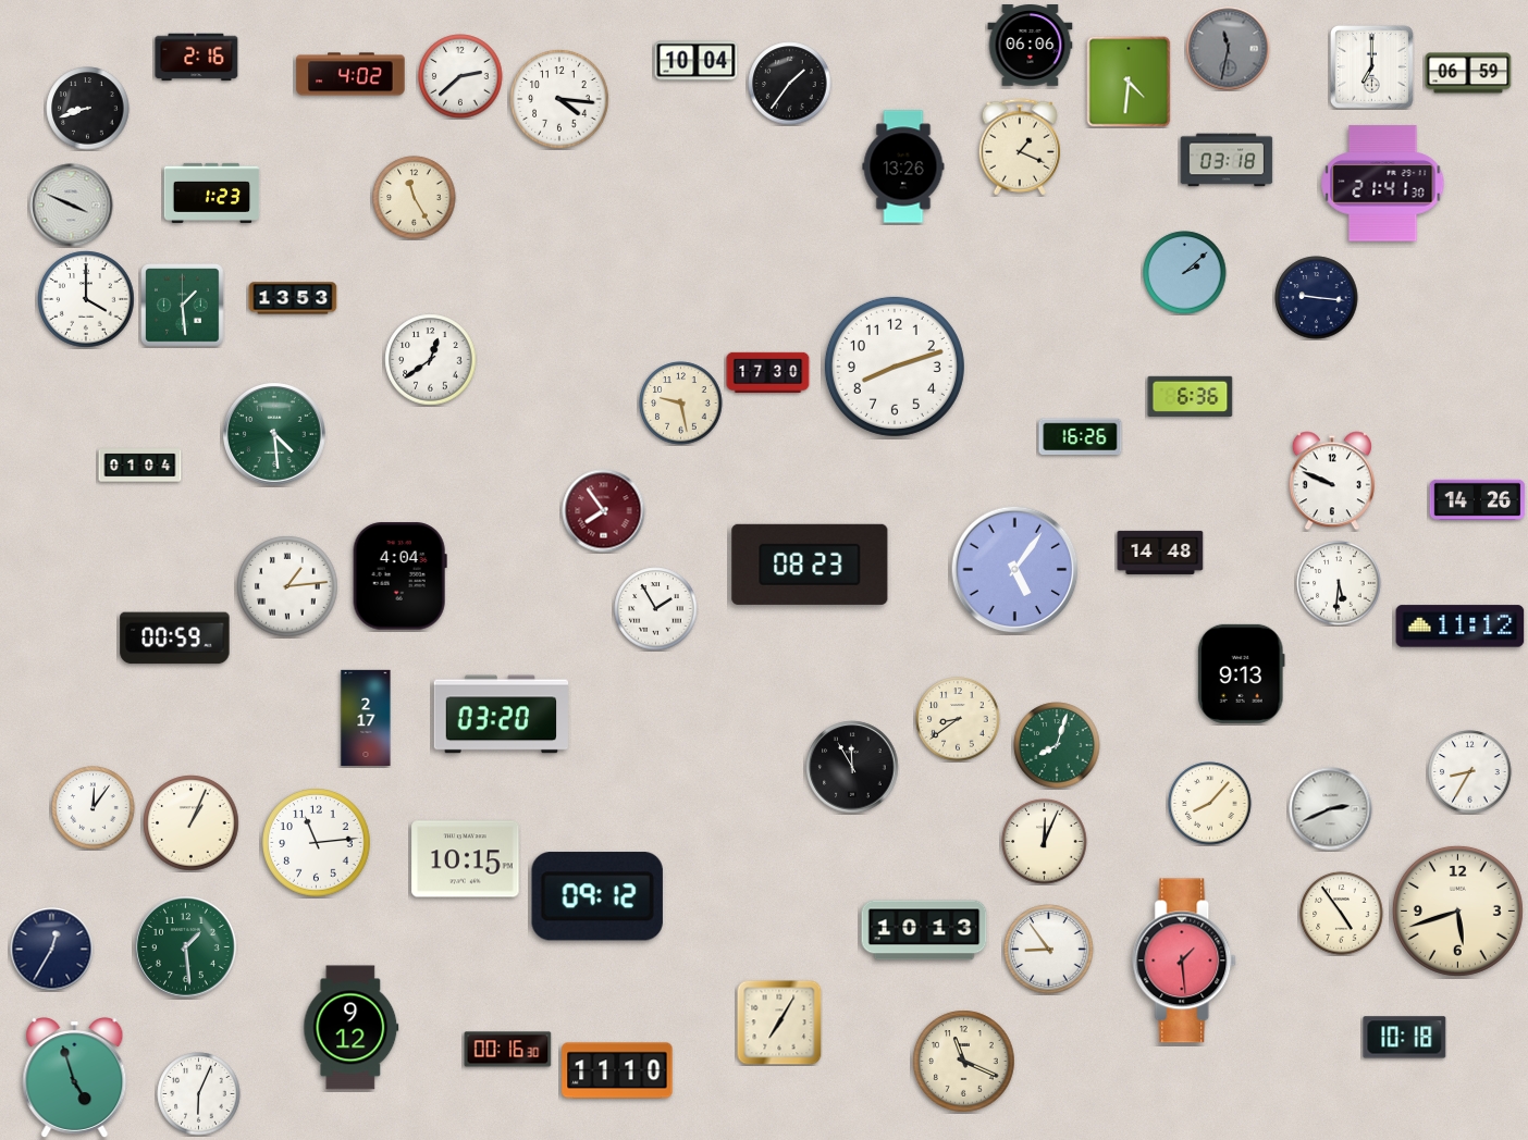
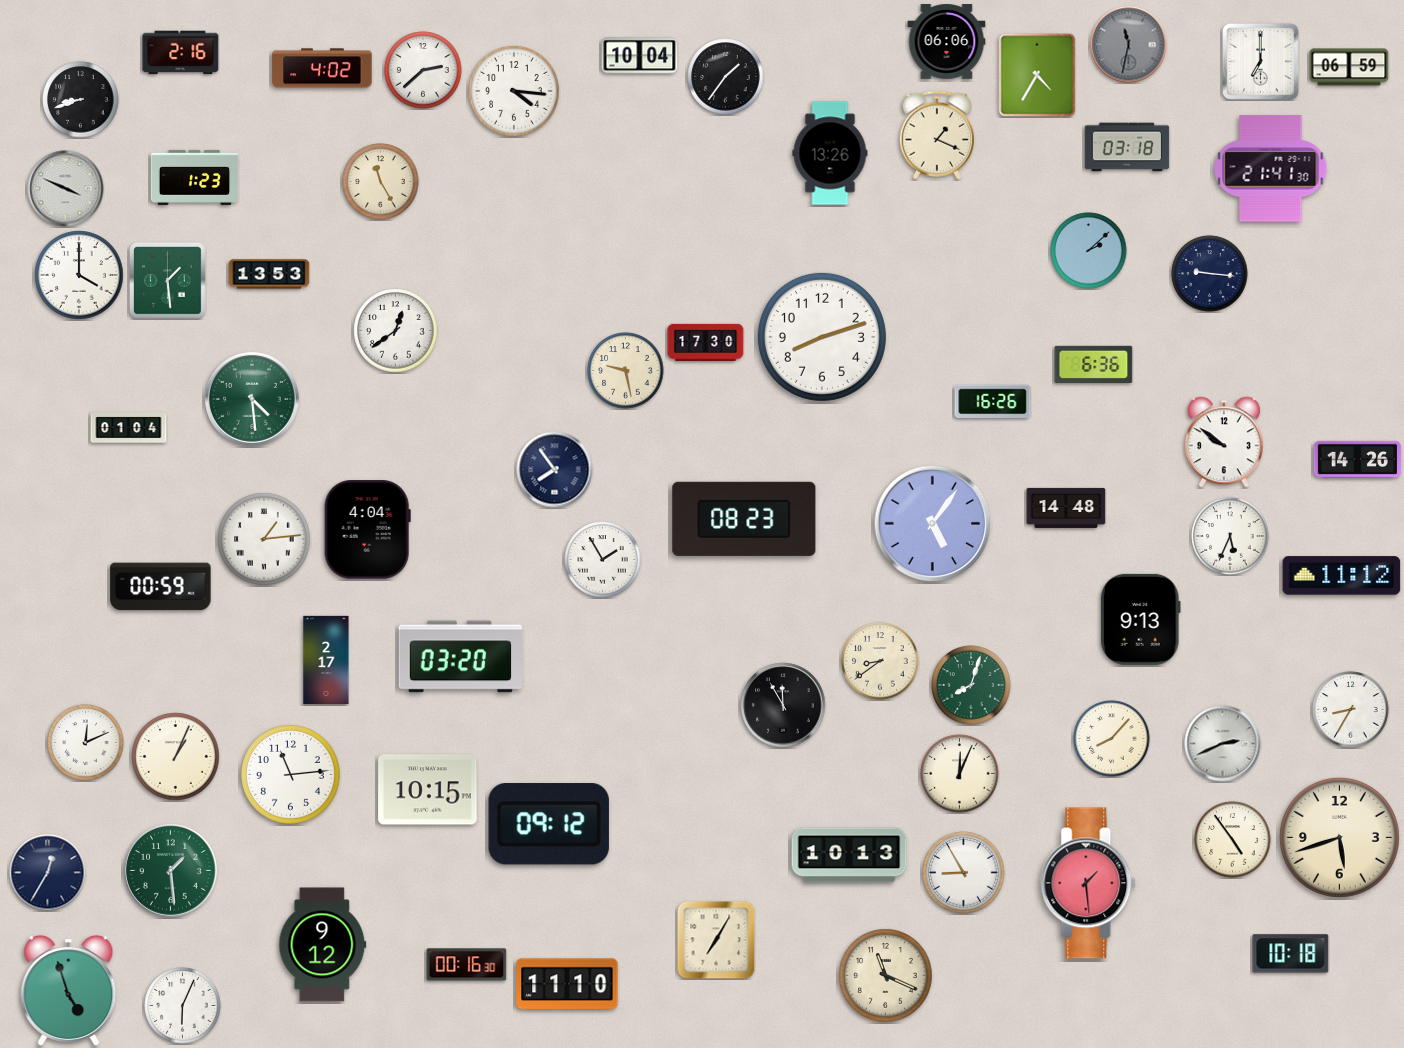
clock at (1129, 82): 4:31 -> 4:35
clock at (1332, 481): 9:49 -> 9:51
clock at (604, 511) dial: burgundy -> navy
clock at (1339, 583): 5:31 -> 5:34
clock at (366, 717) position: (366, 717) -> (326, 659)
clock at (94, 808): 12:06 -> 12:11
clock at (1049, 950): 8:54 -> 8:55
